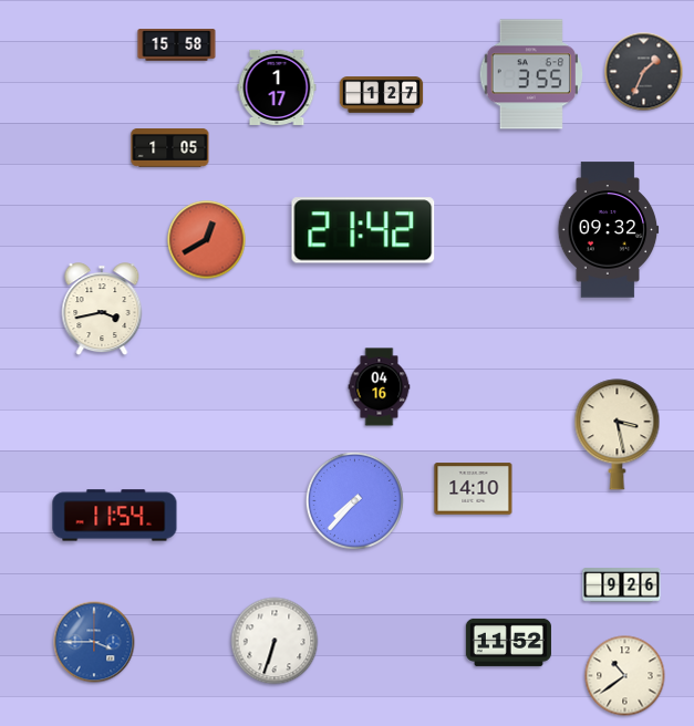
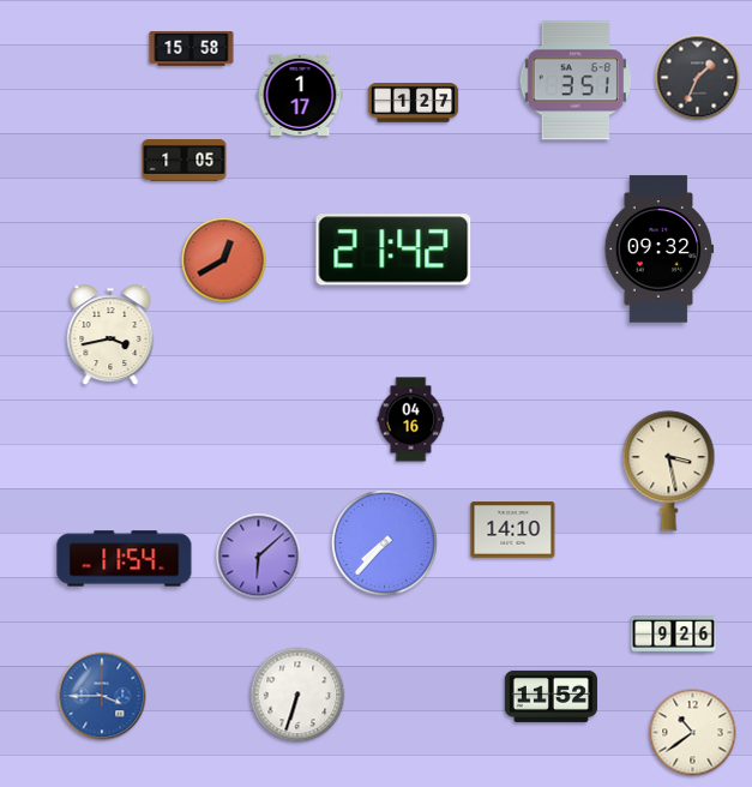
clock at (531, 74): 3:55 -> 3:51
clock at (259, 557): none -> 6:08
clock at (625, 676) position: (625, 676) -> (693, 733)
